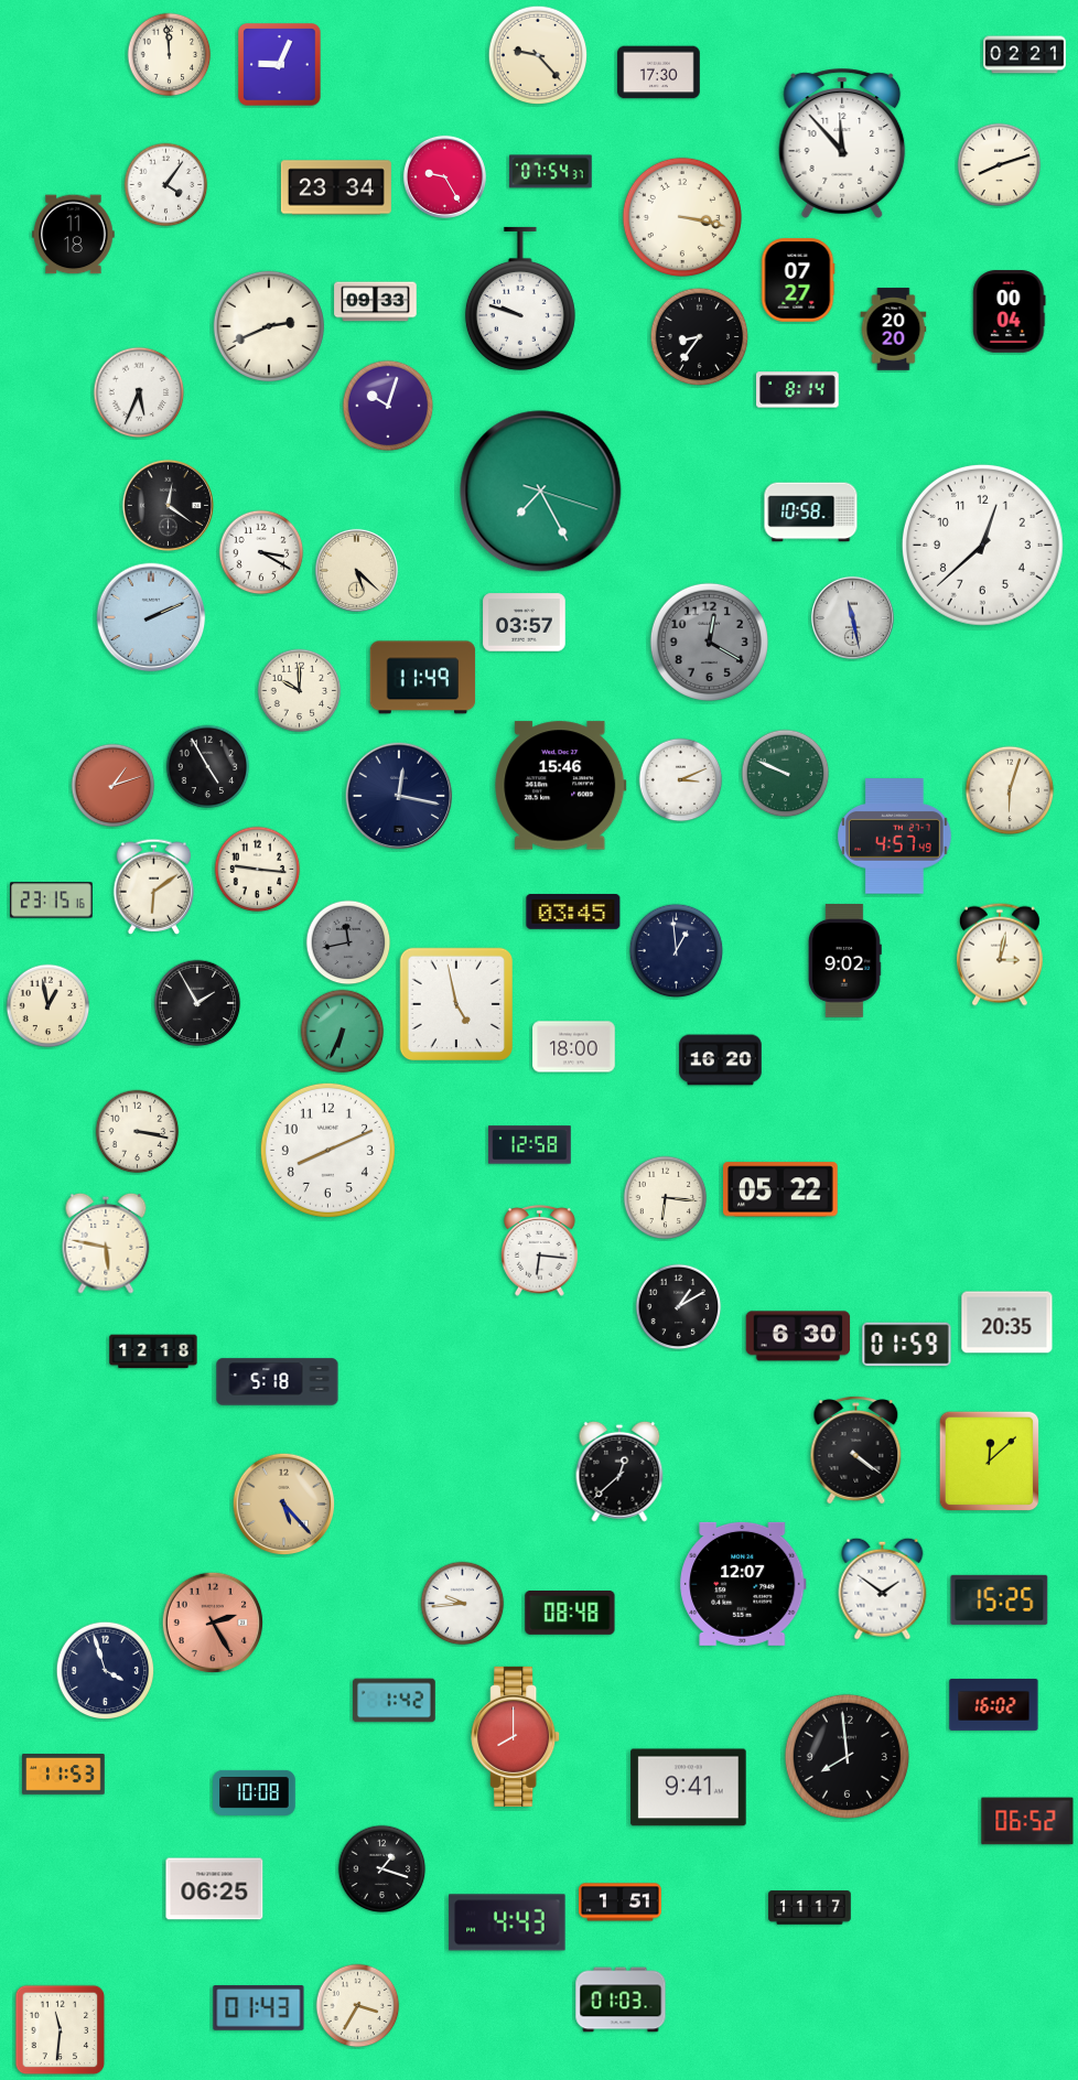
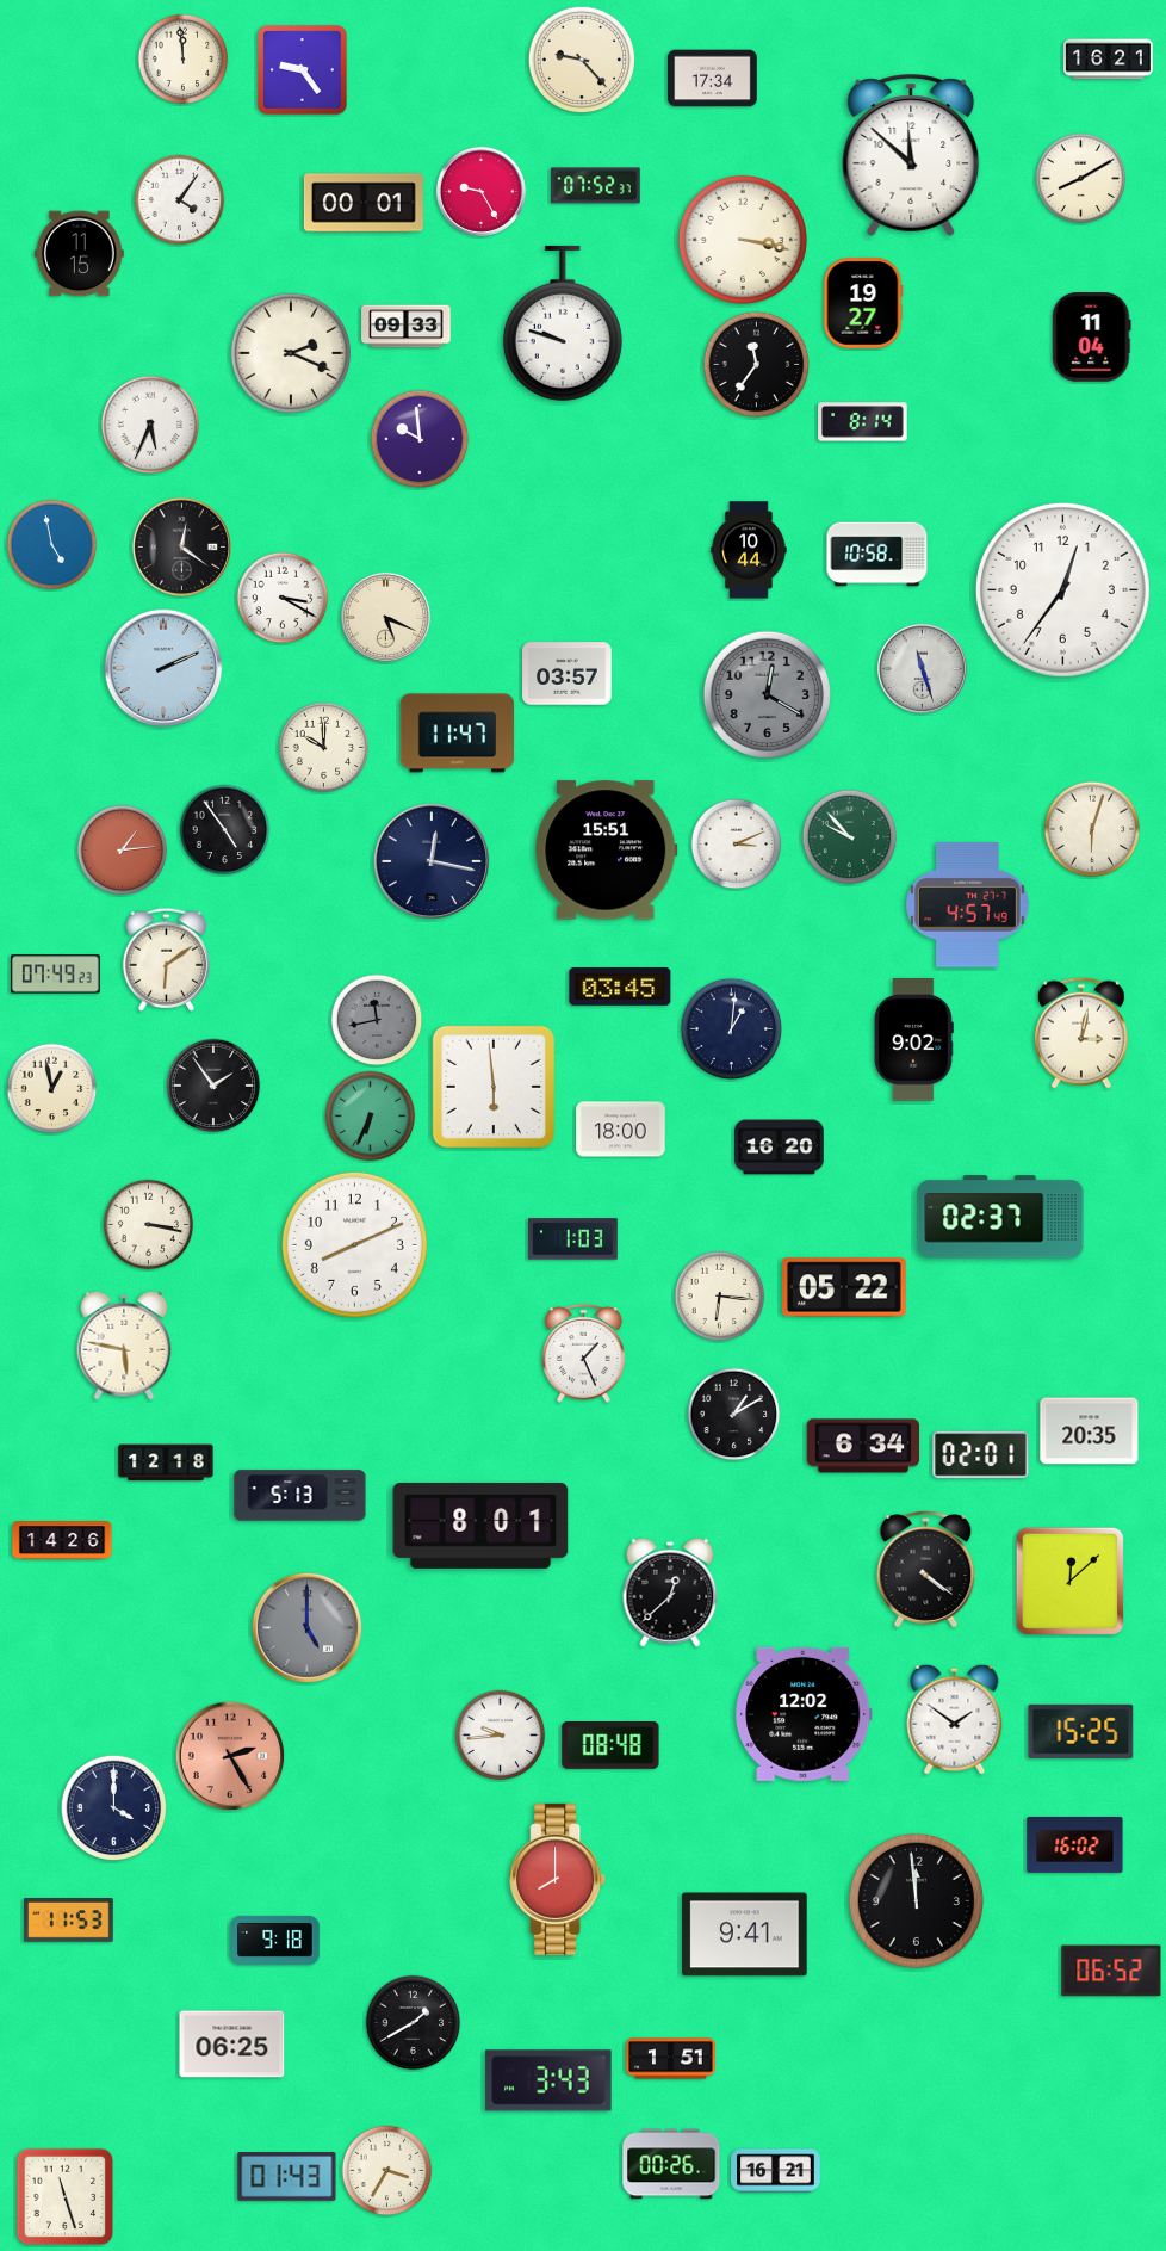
clock at (1025, 55): 02:21 -> 16:21
clock at (280, 65): 9:04 -> 9:24
clock at (659, 73): 17:30 -> 17:34
clock at (842, 143): 11:53 -> 11:52
clock at (1000, 165): 8:12 -> 8:10
clock at (551, 172): 07:54 -> 07:52
clock at (336, 187): 23:34 -> 00:01
clock at (682, 217) position: (682, 217) -> (743, 240)
clock at (74, 235): 11:18 -> 11:15
clock at (798, 280): 07:27 -> 19:27
clock at (1010, 312): 00:04 -> 11:04
clock at (269, 326): 2:41 -> 2:19
clock at (894, 330): 20:20 -> none
clock at (700, 337): 8:36 -> 11:36
clock at (388, 406): 10:03 -> 9:59
clock at (541, 492): 7:25 -> none
clock at (52, 545): none -> 4:58
clock at (749, 550): none -> 10:44
clock at (982, 545): 12:38 -> 12:36
clock at (356, 570): 5:22 -> 5:19
clock at (852, 617): 11:28 -> 11:27
clock at (423, 678): 11:49 -> 11:47
clock at (208, 767): 4:55 -> 4:54
clock at (786, 774): 9:49 -> 9:53
clock at (114, 786): 1:12 -> 1:14
clock at (561, 786): 15:46 -> 15:51
clock at (1010, 790) position: (1010, 790) -> (1092, 829)
clock at (258, 870): 9:16 -> none
clock at (52, 901): 23:15 -> 07:49
clock at (677, 951): 12:59 -> 1:01
clock at (197, 1003): 1:55 -> 1:54
clock at (455, 1003): 4:58 -> 5:59
clock at (574, 1047) position: (574, 1047) -> (621, 1130)
clock at (1000, 1217): none -> 02:37
clock at (530, 1145): 12:58 -> 1:03
clock at (106, 1243) position: (106, 1243) -> (124, 1346)
clock at (540, 1250): 6:16 -> 1:26
clock at (798, 1336): 6:30 -> 6:34
clock at (907, 1345): 01:59 -> 02:01
clock at (278, 1382): 5:18 -> 5:13
clock at (480, 1526): none -> 8:01
clock at (62, 1540): none -> 14:26
clock at (284, 1505): 5:23 -> 5:00
clock at (284, 1505) dial: champagne -> grey
clock at (743, 1584): 12:07 -> 12:02
clock at (570, 1614) position: (570, 1614) -> (610, 1746)
clock at (106, 1671): 3:57 -> 4:00
clock at (395, 1701): 1:42 -> none
clock at (847, 1756): 7:59 -> 11:59
clock at (255, 1792): 10:08 -> 9:18
clock at (382, 1869): 1:18 -> 1:40
clock at (810, 1908): 11:17 -> none
clock at (507, 1922): 4:43 -> 3:43
clock at (621, 2000): 01:03 -> 00:26
clock at (776, 2171): none -> 16:21
clock at (259, 2008) position: (259, 2008) -> (287, 2177)
clock at (61, 2030): 11:31 -> 11:27
